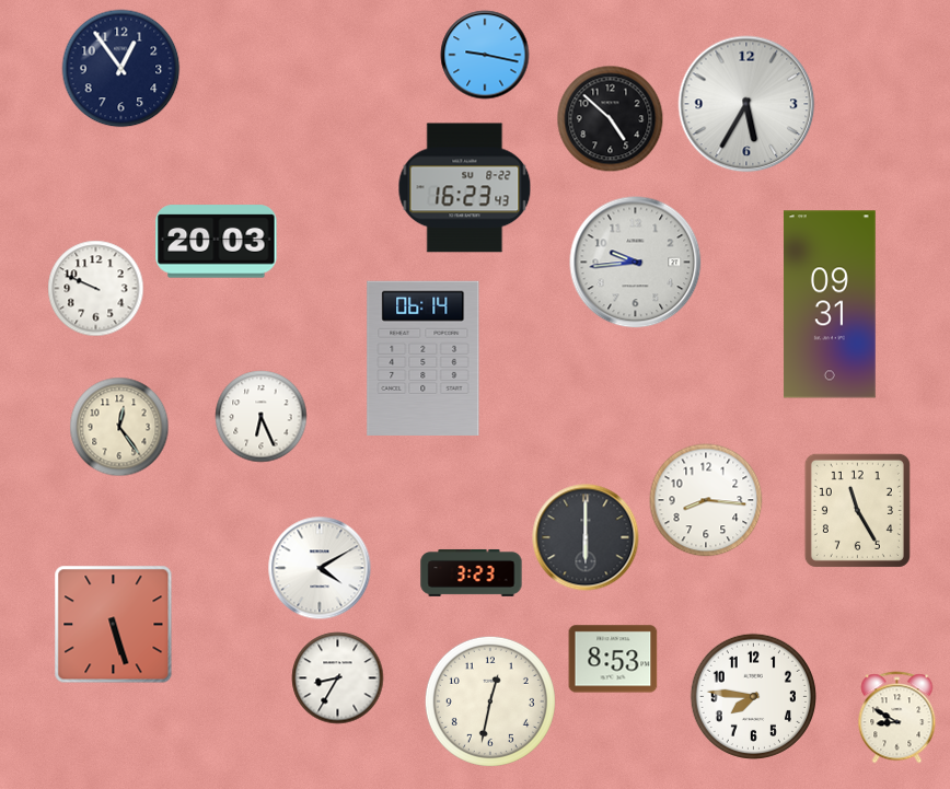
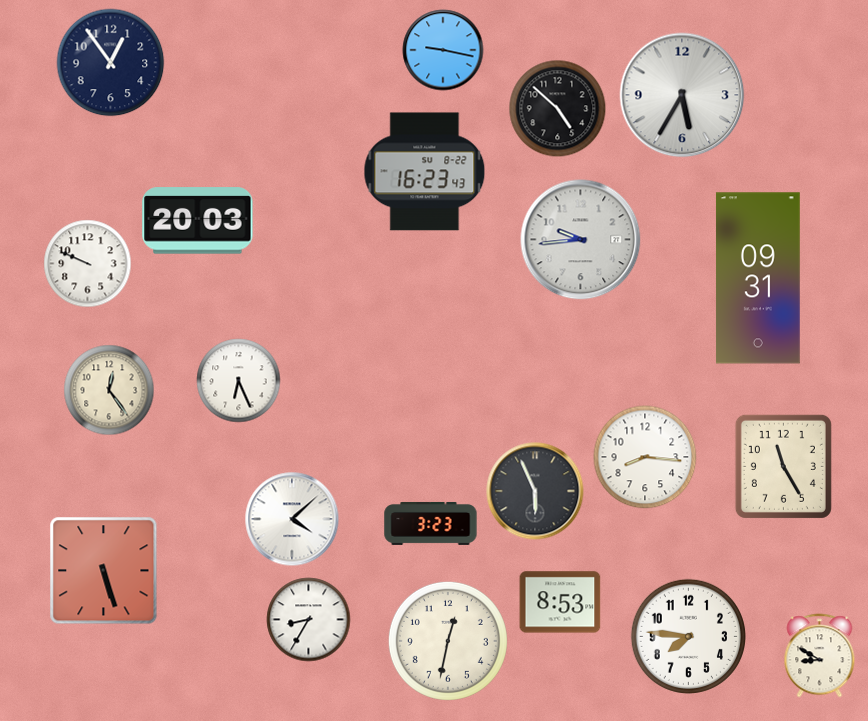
clock at (424, 358): 06:14 -> none
clock at (586, 537): 6:00 -> 5:56
clock at (320, 568): 4:10 -> 4:08
